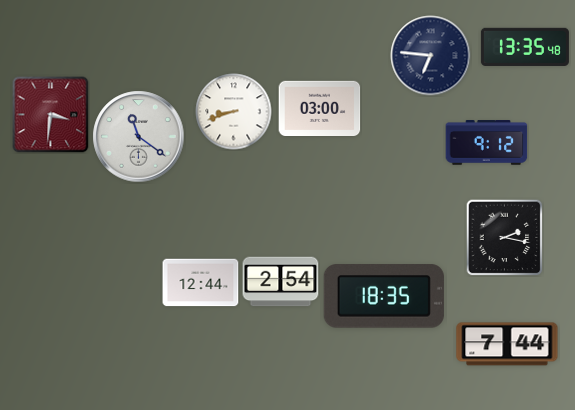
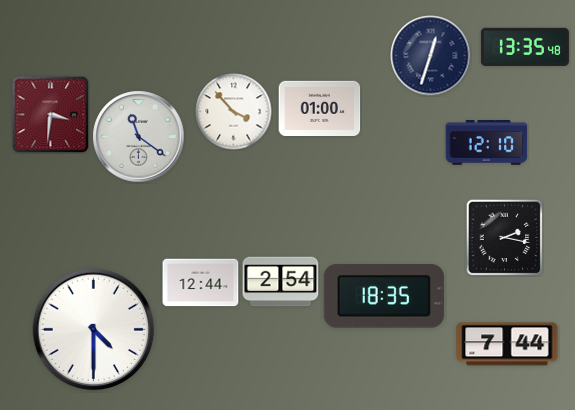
clock at (431, 56): 6:46 -> 12:33
clock at (320, 108): 03:00 -> 01:00
clock at (234, 112): 8:42 -> 3:53
clock at (487, 143): 9:12 -> 12:10
clock at (94, 330): none -> 4:30
